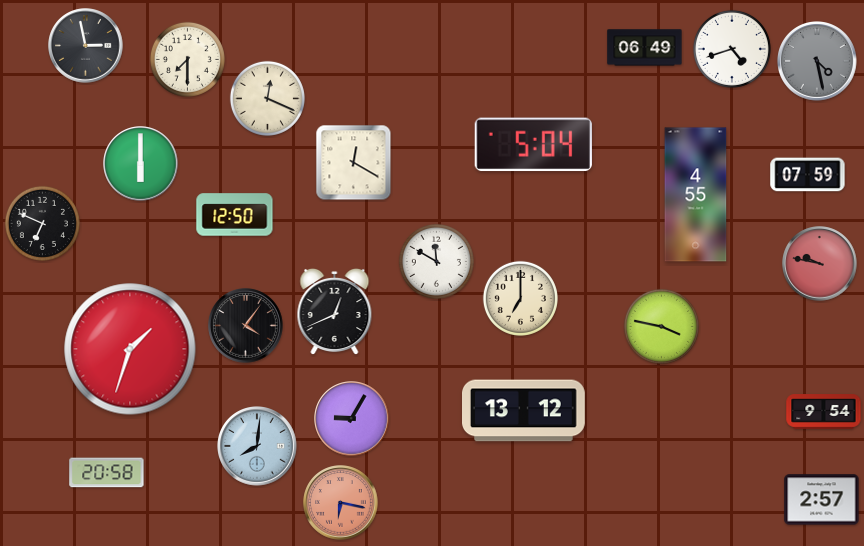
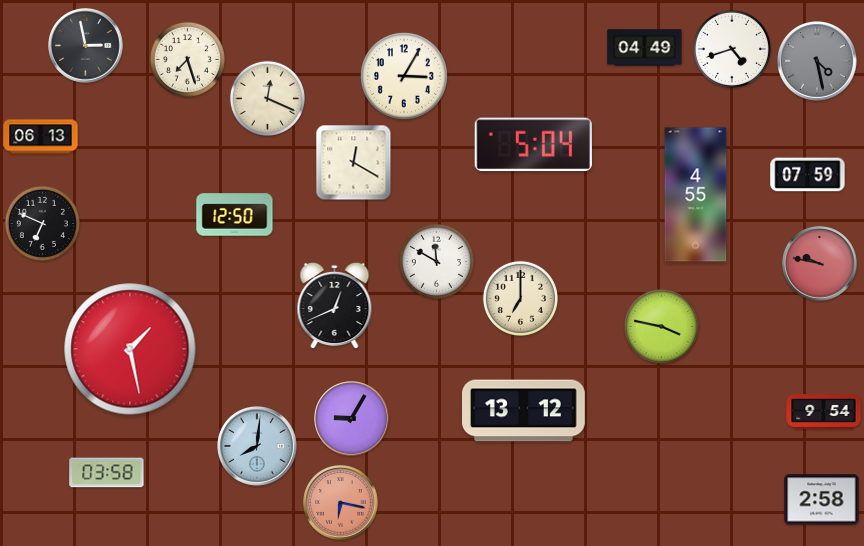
clock at (645, 48): 06:49 -> 04:49
clock at (187, 59): 7:30 -> 7:27
clock at (404, 76): none -> 3:05
clock at (41, 137): none -> 06:13
clock at (141, 164): 6:00 -> none
clock at (335, 312) position: (335, 312) -> (335, 306)
clock at (246, 326): 4:06 -> none
clock at (130, 349): 1:33 -> 1:28
clock at (107, 473): 20:58 -> 03:58
clock at (822, 500): 2:57 -> 2:58
